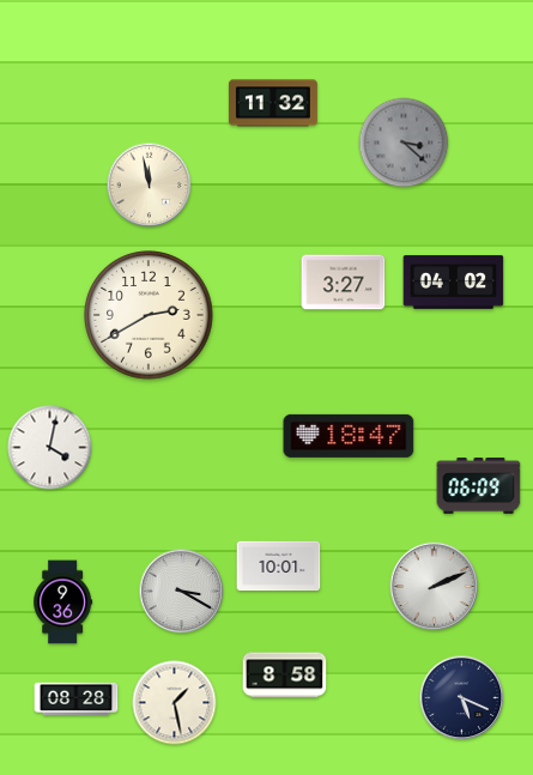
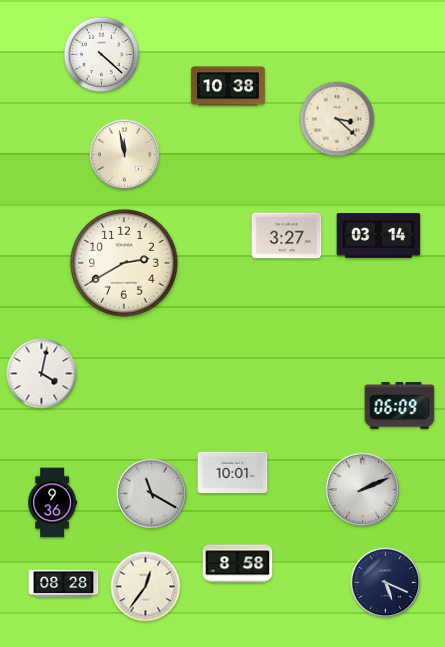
clock at (102, 55): none -> 4:22
clock at (273, 103): 11:32 -> 10:38
clock at (404, 143) dial: grey -> cream
clock at (454, 283): 04:02 -> 03:14
clock at (349, 436): 18:47 -> none
clock at (182, 592): 3:20 -> 11:20
clock at (175, 703): 1:28 -> 12:36
